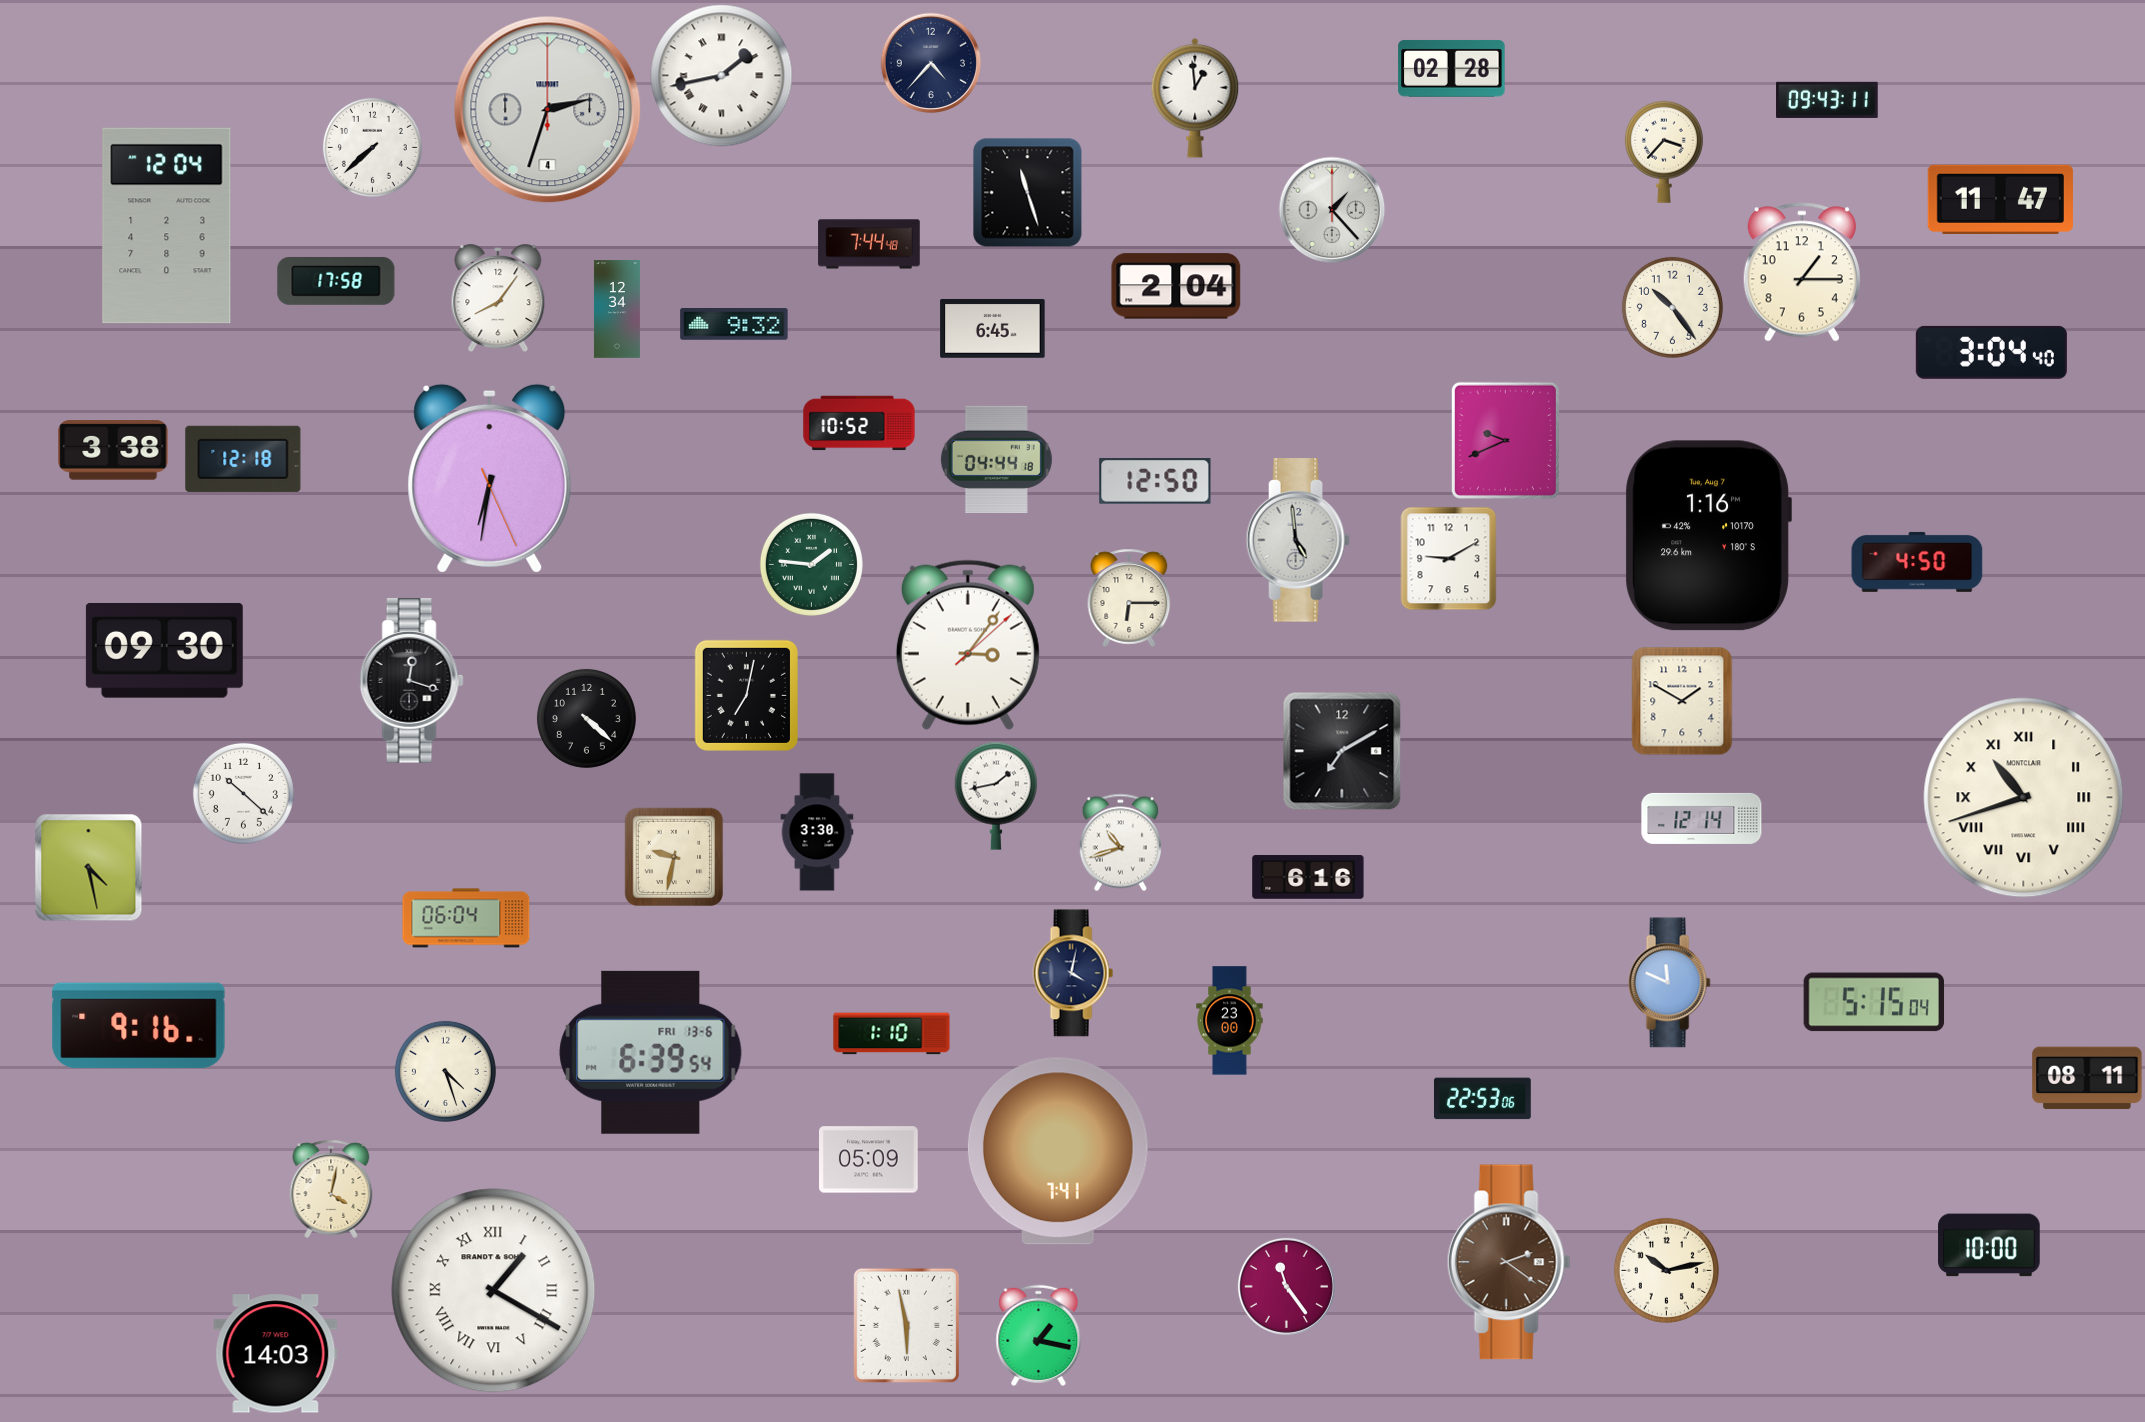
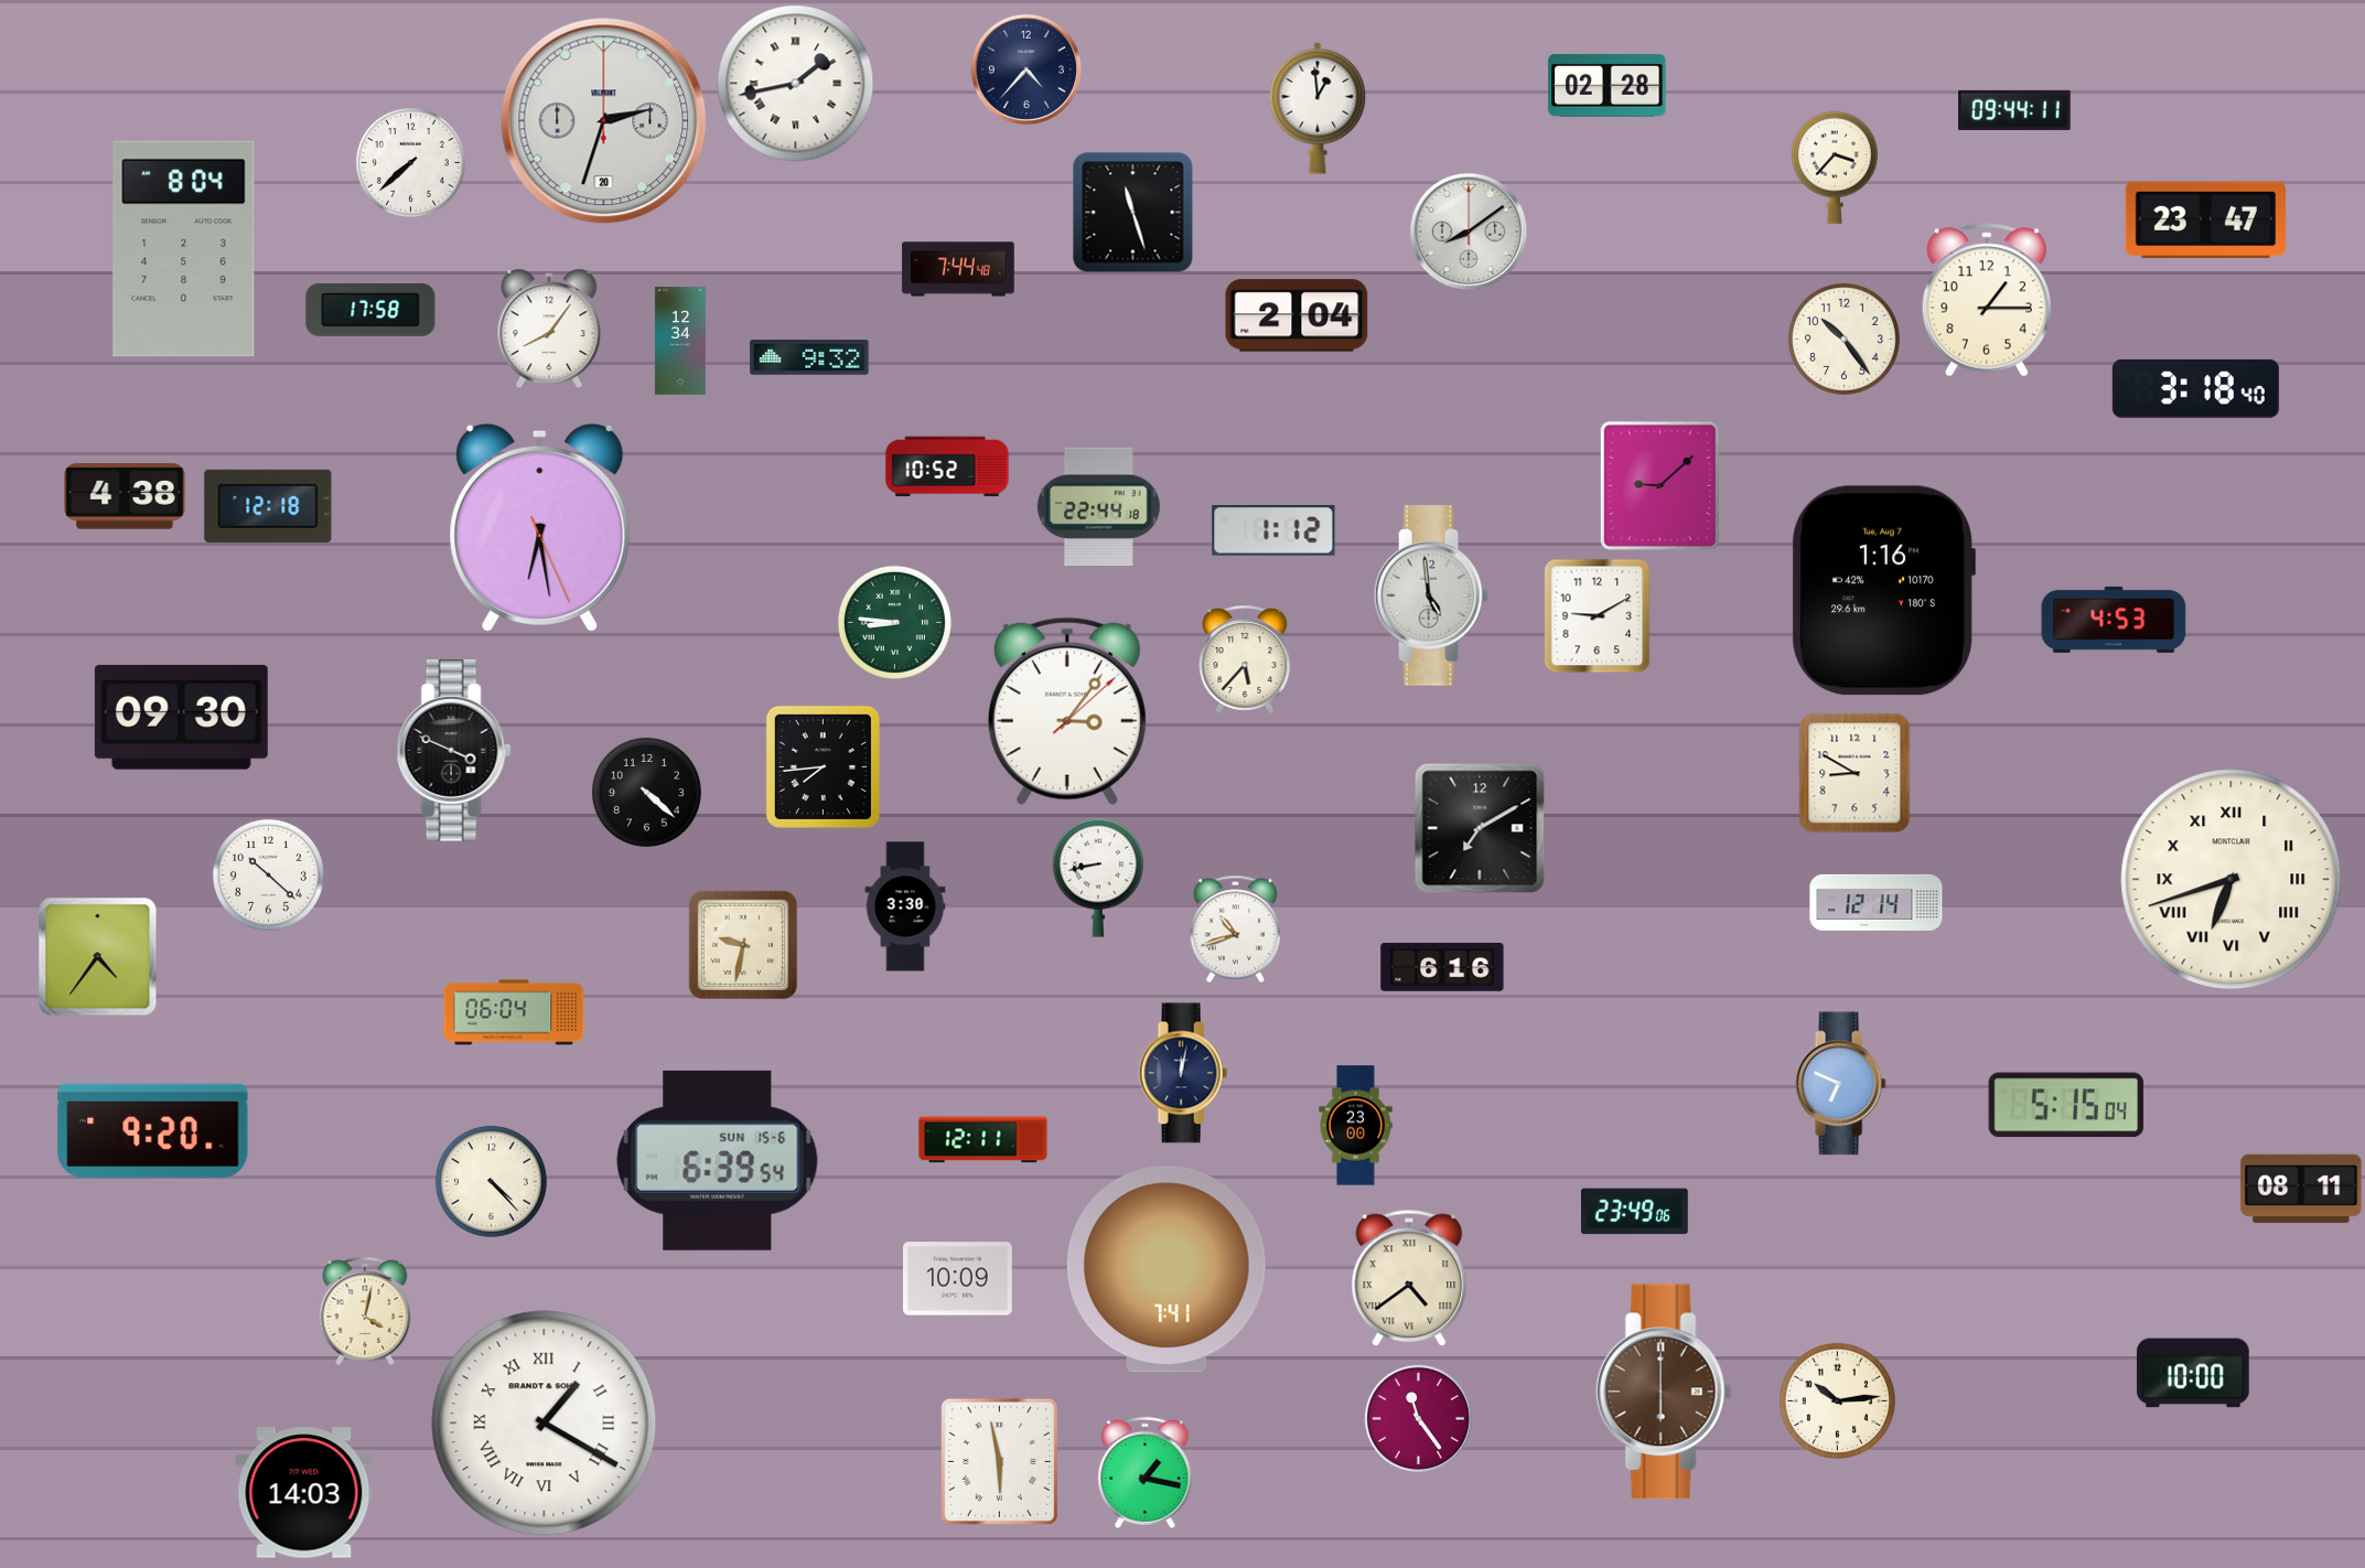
clock at (1452, 68) position: (1452, 68) -> (1608, 85)
clock at (1827, 100): 09:43 -> 09:44
clock at (548, 110) date: 4 -> 20
clock at (2000, 199): 11:47 -> 23:47
clock at (1332, 210): 1:23 -> 8:09
clock at (167, 226): 12:04 -> 8:04
clock at (993, 328): 6:45 -> none
clock at (1991, 352): 3:04 -> 3:18
clock at (1505, 440): 9:41 -> 9:08
clock at (113, 450): 3:38 -> 4:38
clock at (996, 459): 04:44 -> 22:44
clock at (490, 478): 6:31 -> 6:28
clock at (1155, 482): 12:50 -> 1:12
clock at (1917, 562): 4:50 -> 4:53
clock at (811, 564): 1:46 -> 8:46
clock at (1129, 598): 6:15 -> 5:37
clock at (411, 681): 12:18 -> 3:49
clock at (746, 695): 7:02 -> 7:44
clock at (1682, 701): 1:50 -> 8:50
clock at (996, 796): 1:43 -> 8:43
clock at (2024, 798): 10:42 -> 6:42
clock at (817, 832) position: (817, 832) -> (905, 906)
clock at (88, 867): 4:28 -> 4:36
clock at (1073, 973): 4:02 -> 12:02
clock at (1669, 983): 11:49 -> 6:49
clock at (139, 1026): 9:16 -> 9:20
clock at (892, 1034): 1:10 -> 12:11
clock at (651, 1052) date: FRI 13-6 -> SUN 15-6
clock at (445, 1071): 4:27 -> 4:23
clock at (1482, 1099): 22:53 -> 23:49
clock at (1409, 1278): none -> 4:39
clock at (869, 1160): 05:09 -> 10:09
clock at (1509, 1262): 2:21 -> 6:00
clock at (1666, 1270): 10:13 -> 10:14
